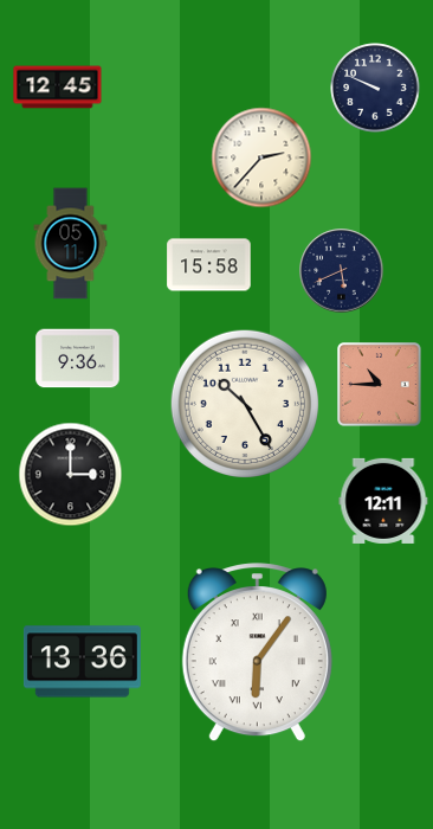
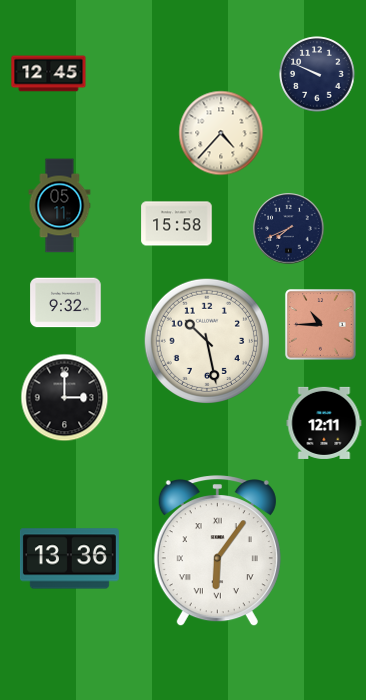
clock at (261, 158): 2:37 -> 4:37
clock at (342, 271): 5:41 -> 7:41
clock at (78, 359): 9:36 -> 9:32
clock at (244, 403): 10:25 -> 10:28
clock at (71, 475) position: (71, 475) -> (65, 398)
